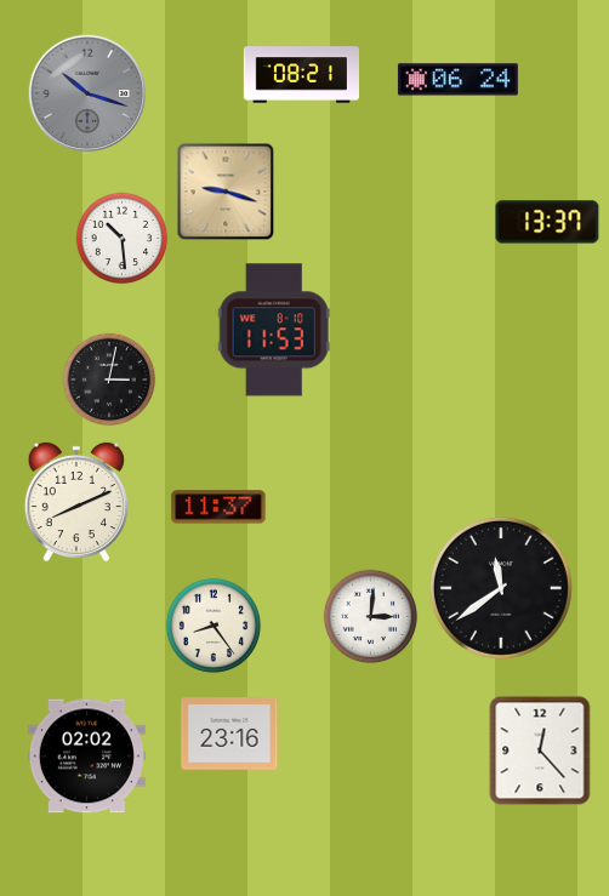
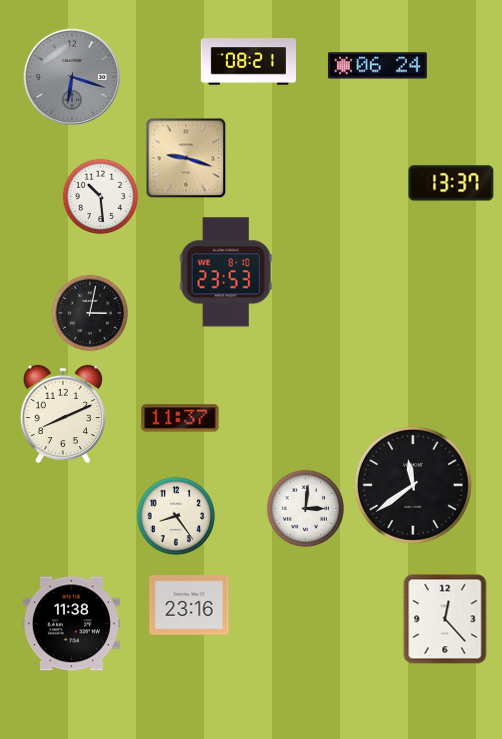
clock at (86, 92): 10:18 -> 6:18
clock at (274, 330): 11:53 -> 23:53
clock at (86, 757): 02:02 -> 11:38
